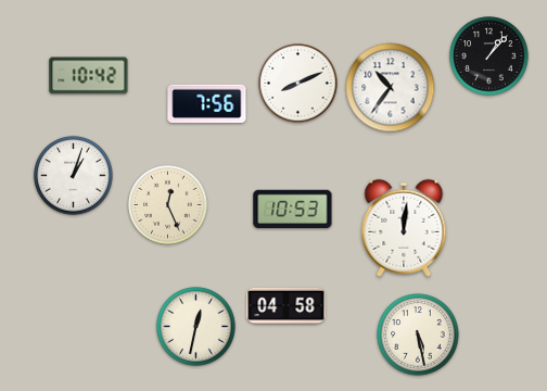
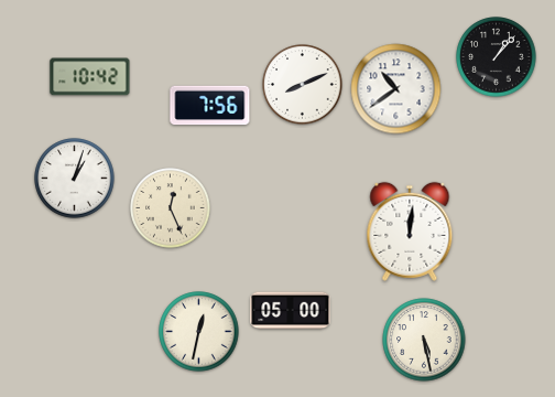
clock at (391, 88): 10:36 -> 10:39
clock at (293, 209): 10:53 -> none
clock at (287, 306): 04:58 -> 05:00
